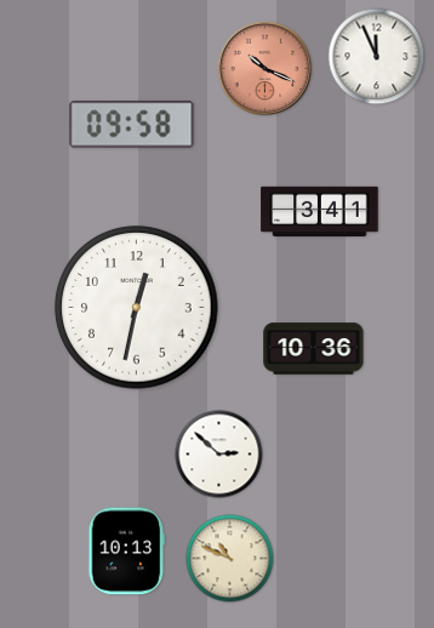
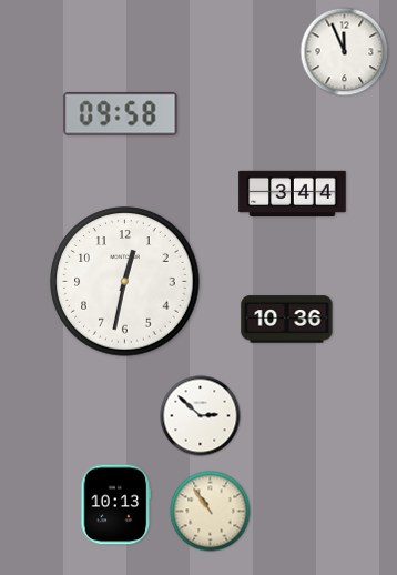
clock at (265, 69): 10:19 -> none
clock at (320, 211): 3:41 -> 3:44
clock at (230, 559): 10:49 -> 10:54
